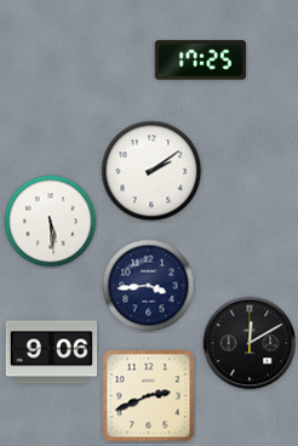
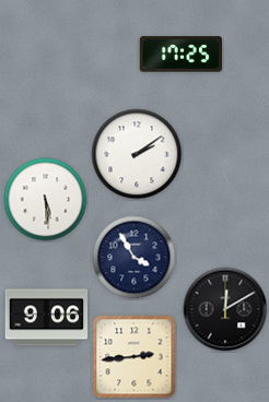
clock at (149, 286): 3:44 -> 3:55
clock at (149, 396): 2:41 -> 2:44
